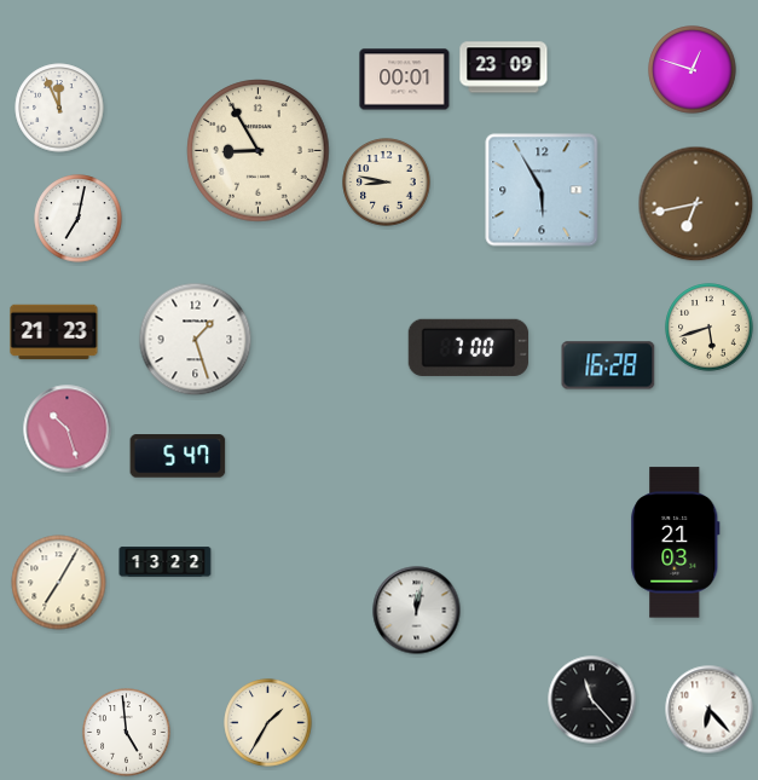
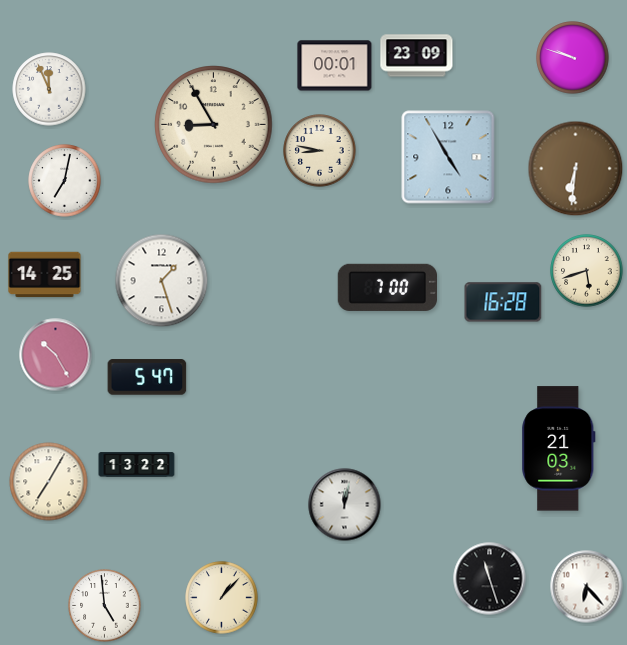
clock at (693, 70): 12:48 -> 9:48
clock at (542, 190): 5:55 -> 4:55
clock at (696, 204): 6:43 -> 6:31
clock at (54, 333): 21:23 -> 14:25
clock at (68, 429): 10:27 -> 10:25
clock at (592, 700): 11:23 -> 11:27
clock at (268, 723): 1:35 -> 1:07
